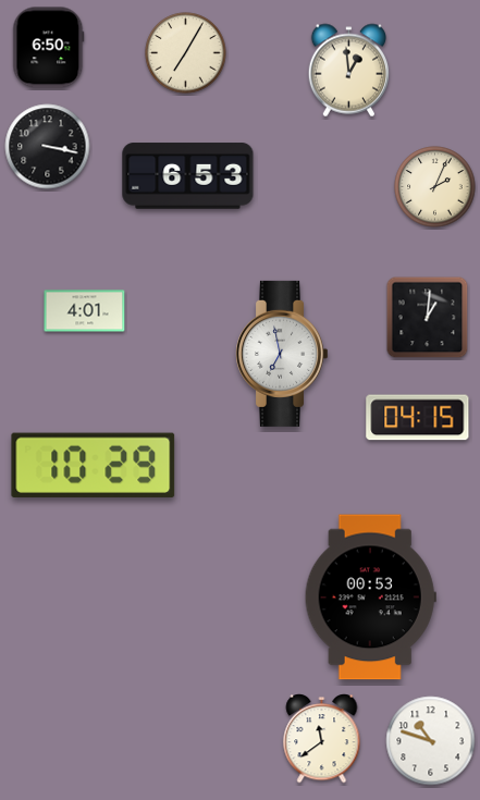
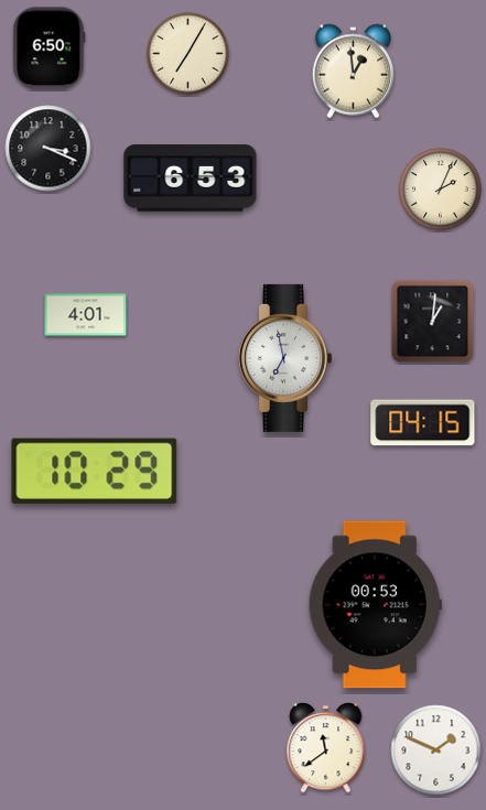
clock at (48, 147): 3:17 -> 3:19
clock at (431, 741): 10:48 -> 1:49
